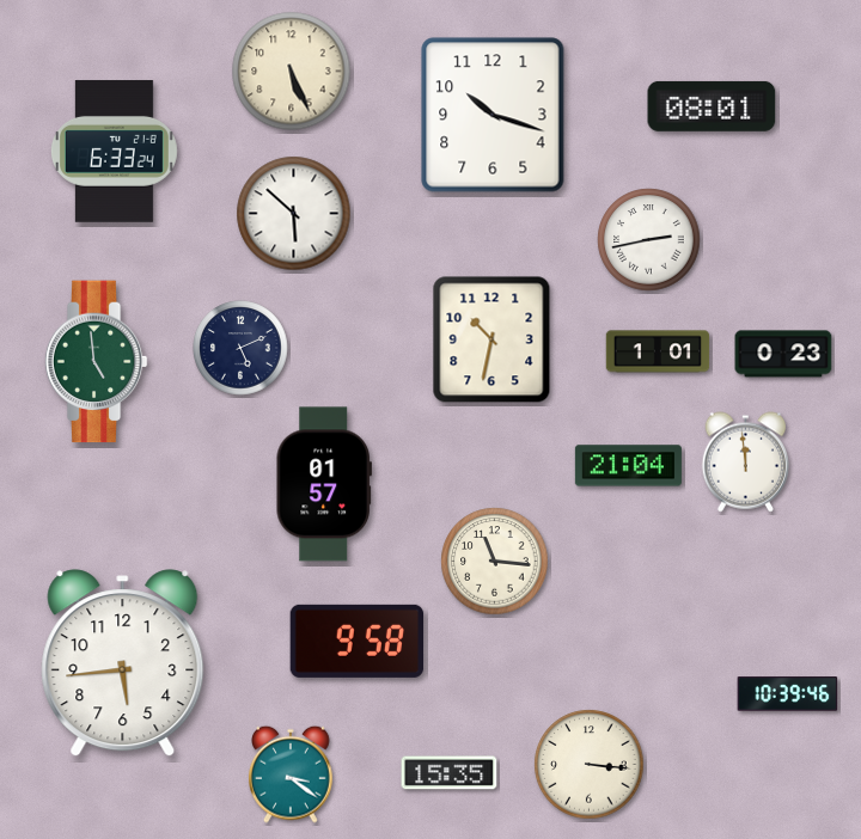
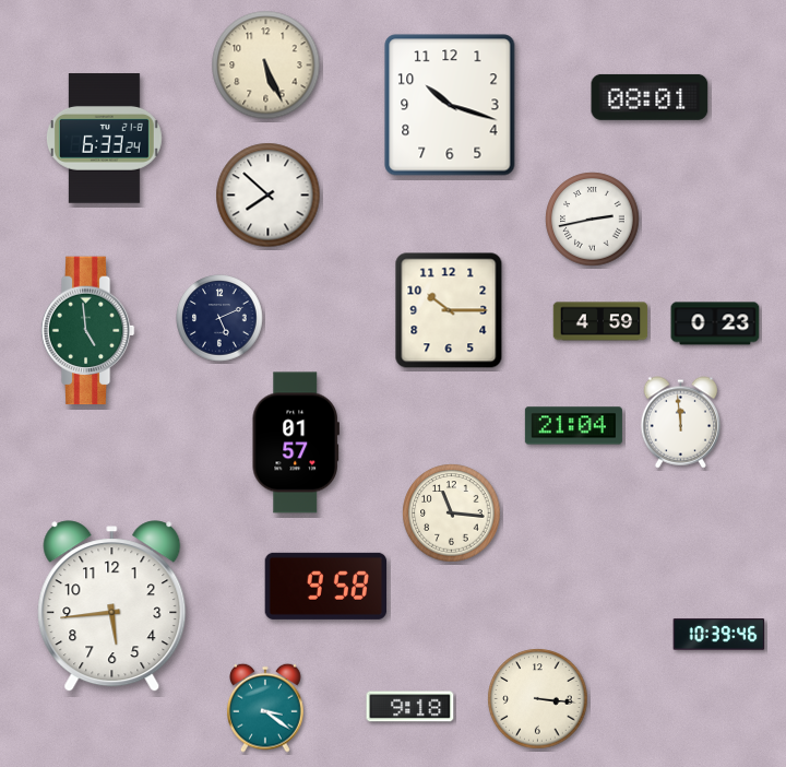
clock at (294, 214): 5:52 -> 7:52
clock at (491, 339): 10:32 -> 10:15
clock at (658, 351): 1:01 -> 4:59
clock at (450, 773): 15:35 -> 9:18
